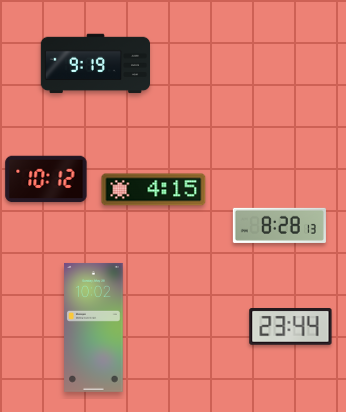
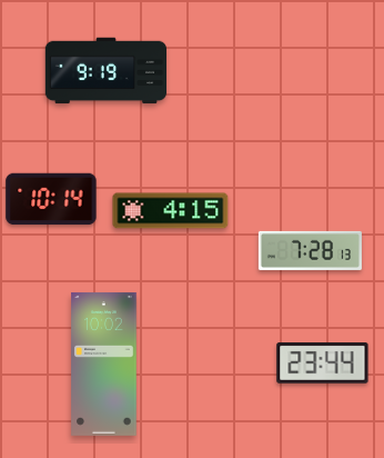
clock at (46, 179): 10:12 -> 10:14
clock at (279, 225): 8:28 -> 7:28
